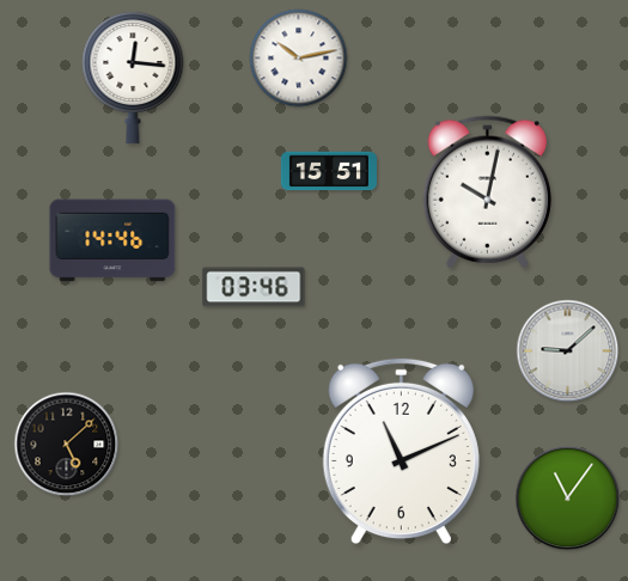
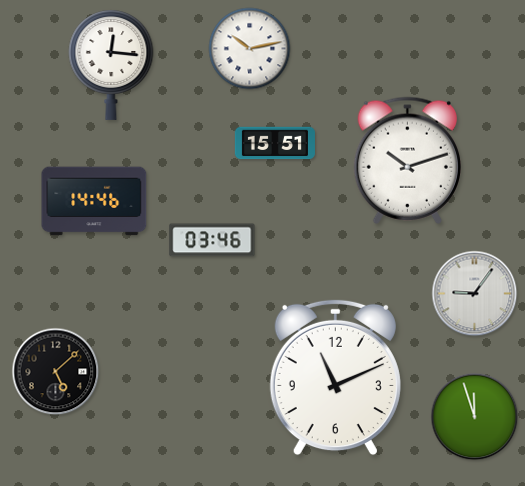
clock at (487, 191): 10:02 -> 10:12
clock at (568, 351): 9:08 -> 9:06
clock at (568, 499): 11:06 -> 11:57
